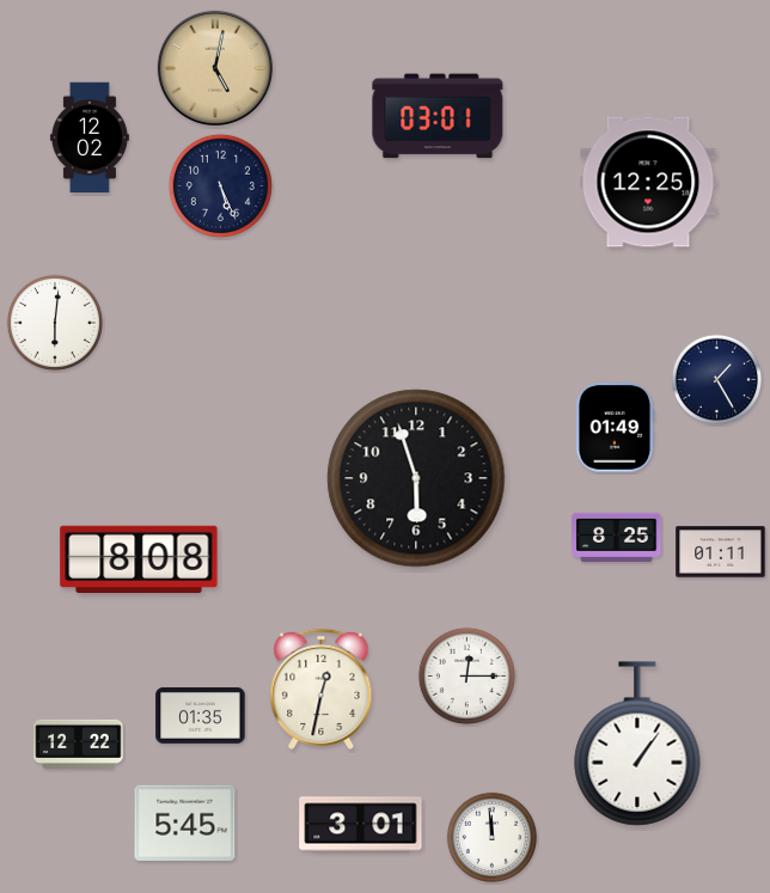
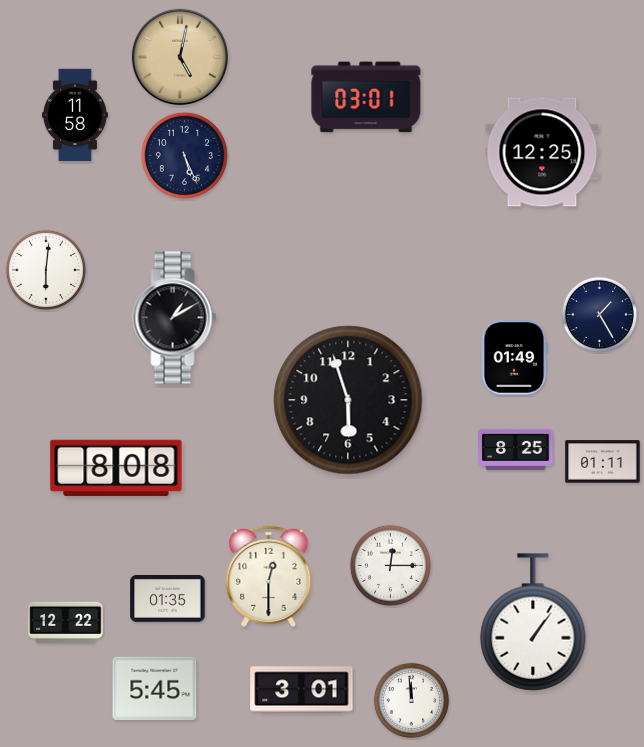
clock at (90, 137): 12:02 -> 11:58
clock at (716, 379) position: (716, 379) -> (599, 314)
clock at (175, 318): none -> 1:10
clock at (322, 689): 12:32 -> 12:30
